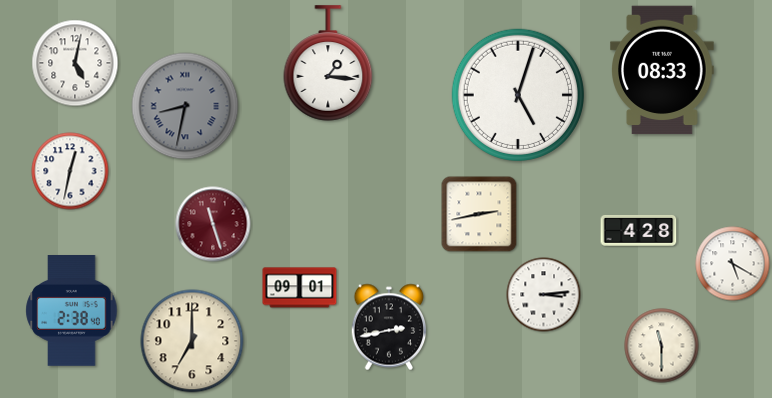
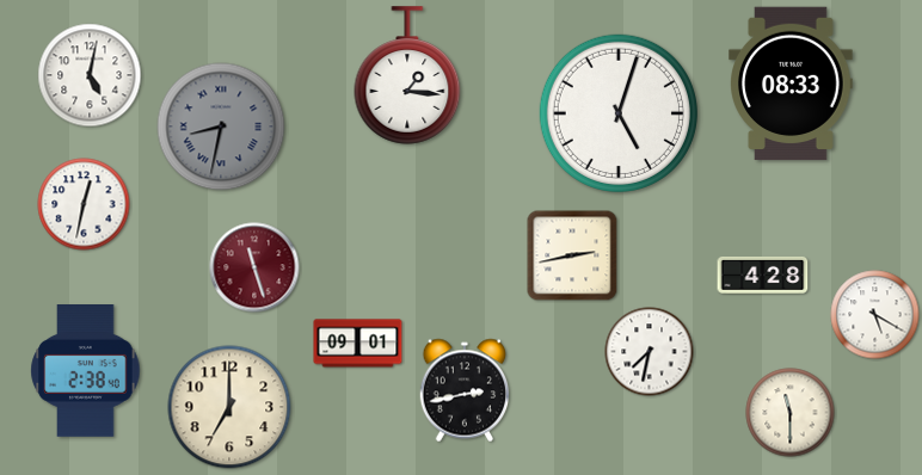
clock at (328, 63) position: (328, 63) -> (407, 75)
clock at (544, 295): 3:14 -> 7:32
